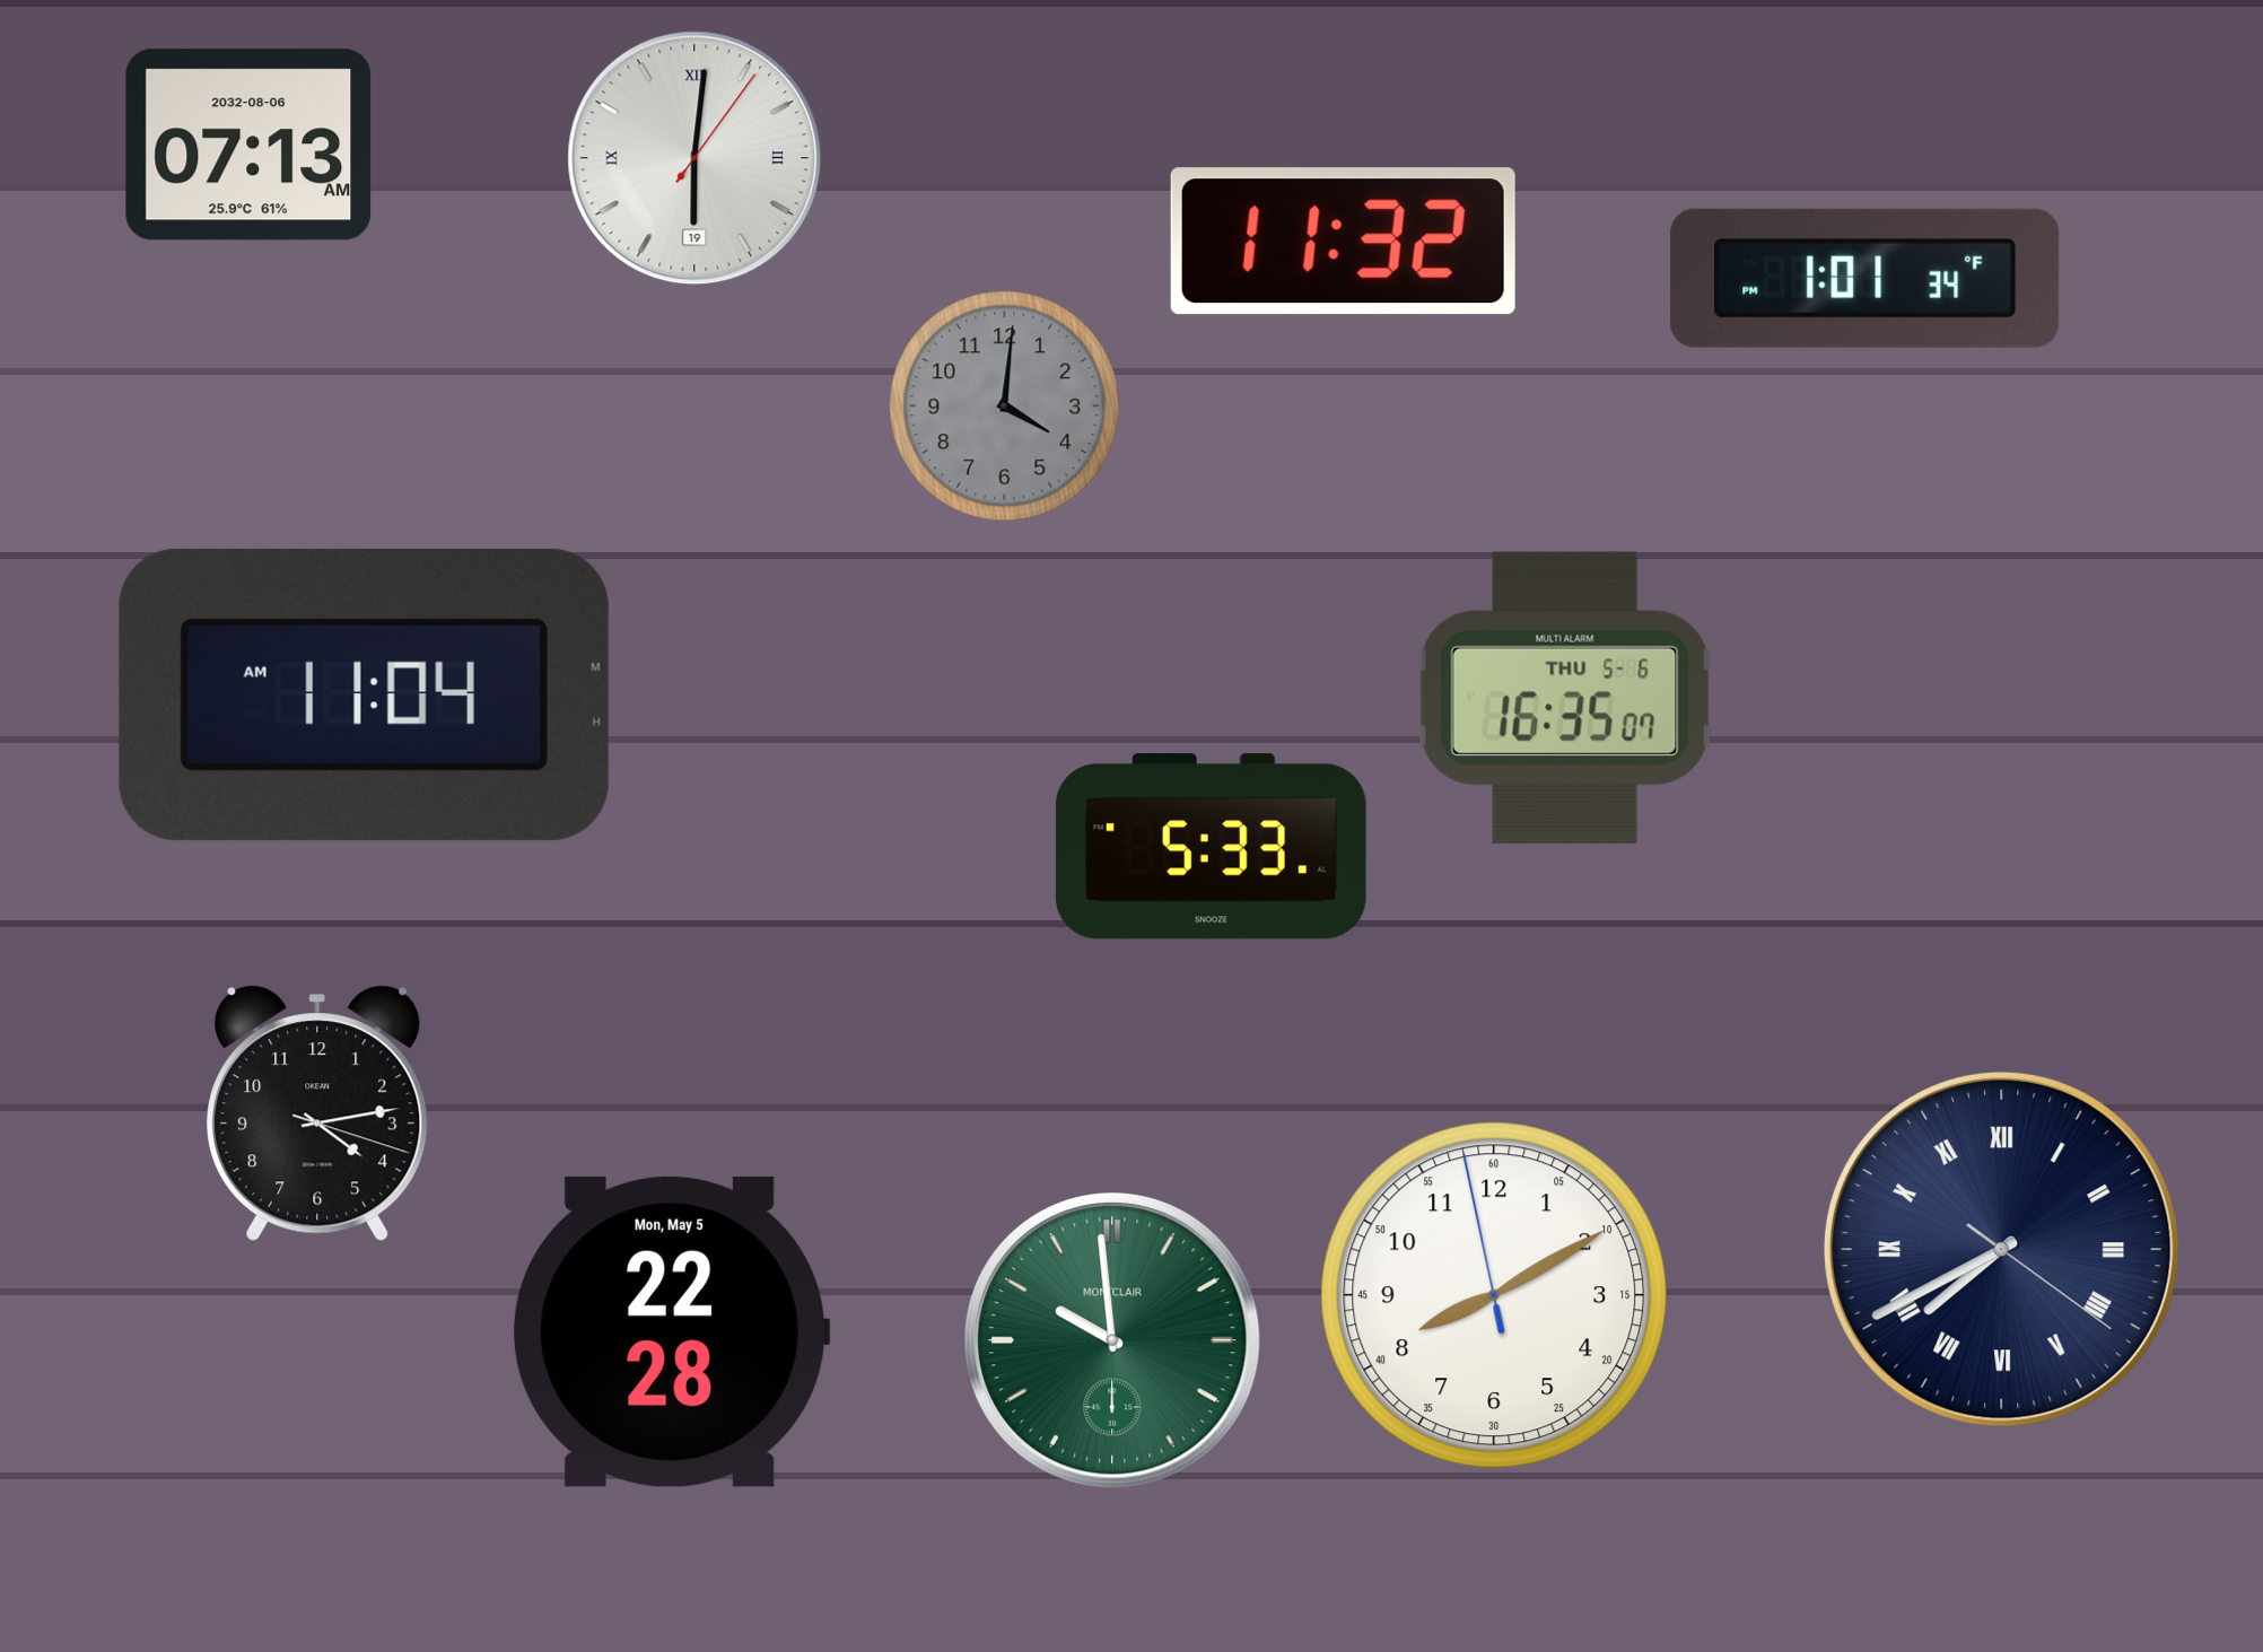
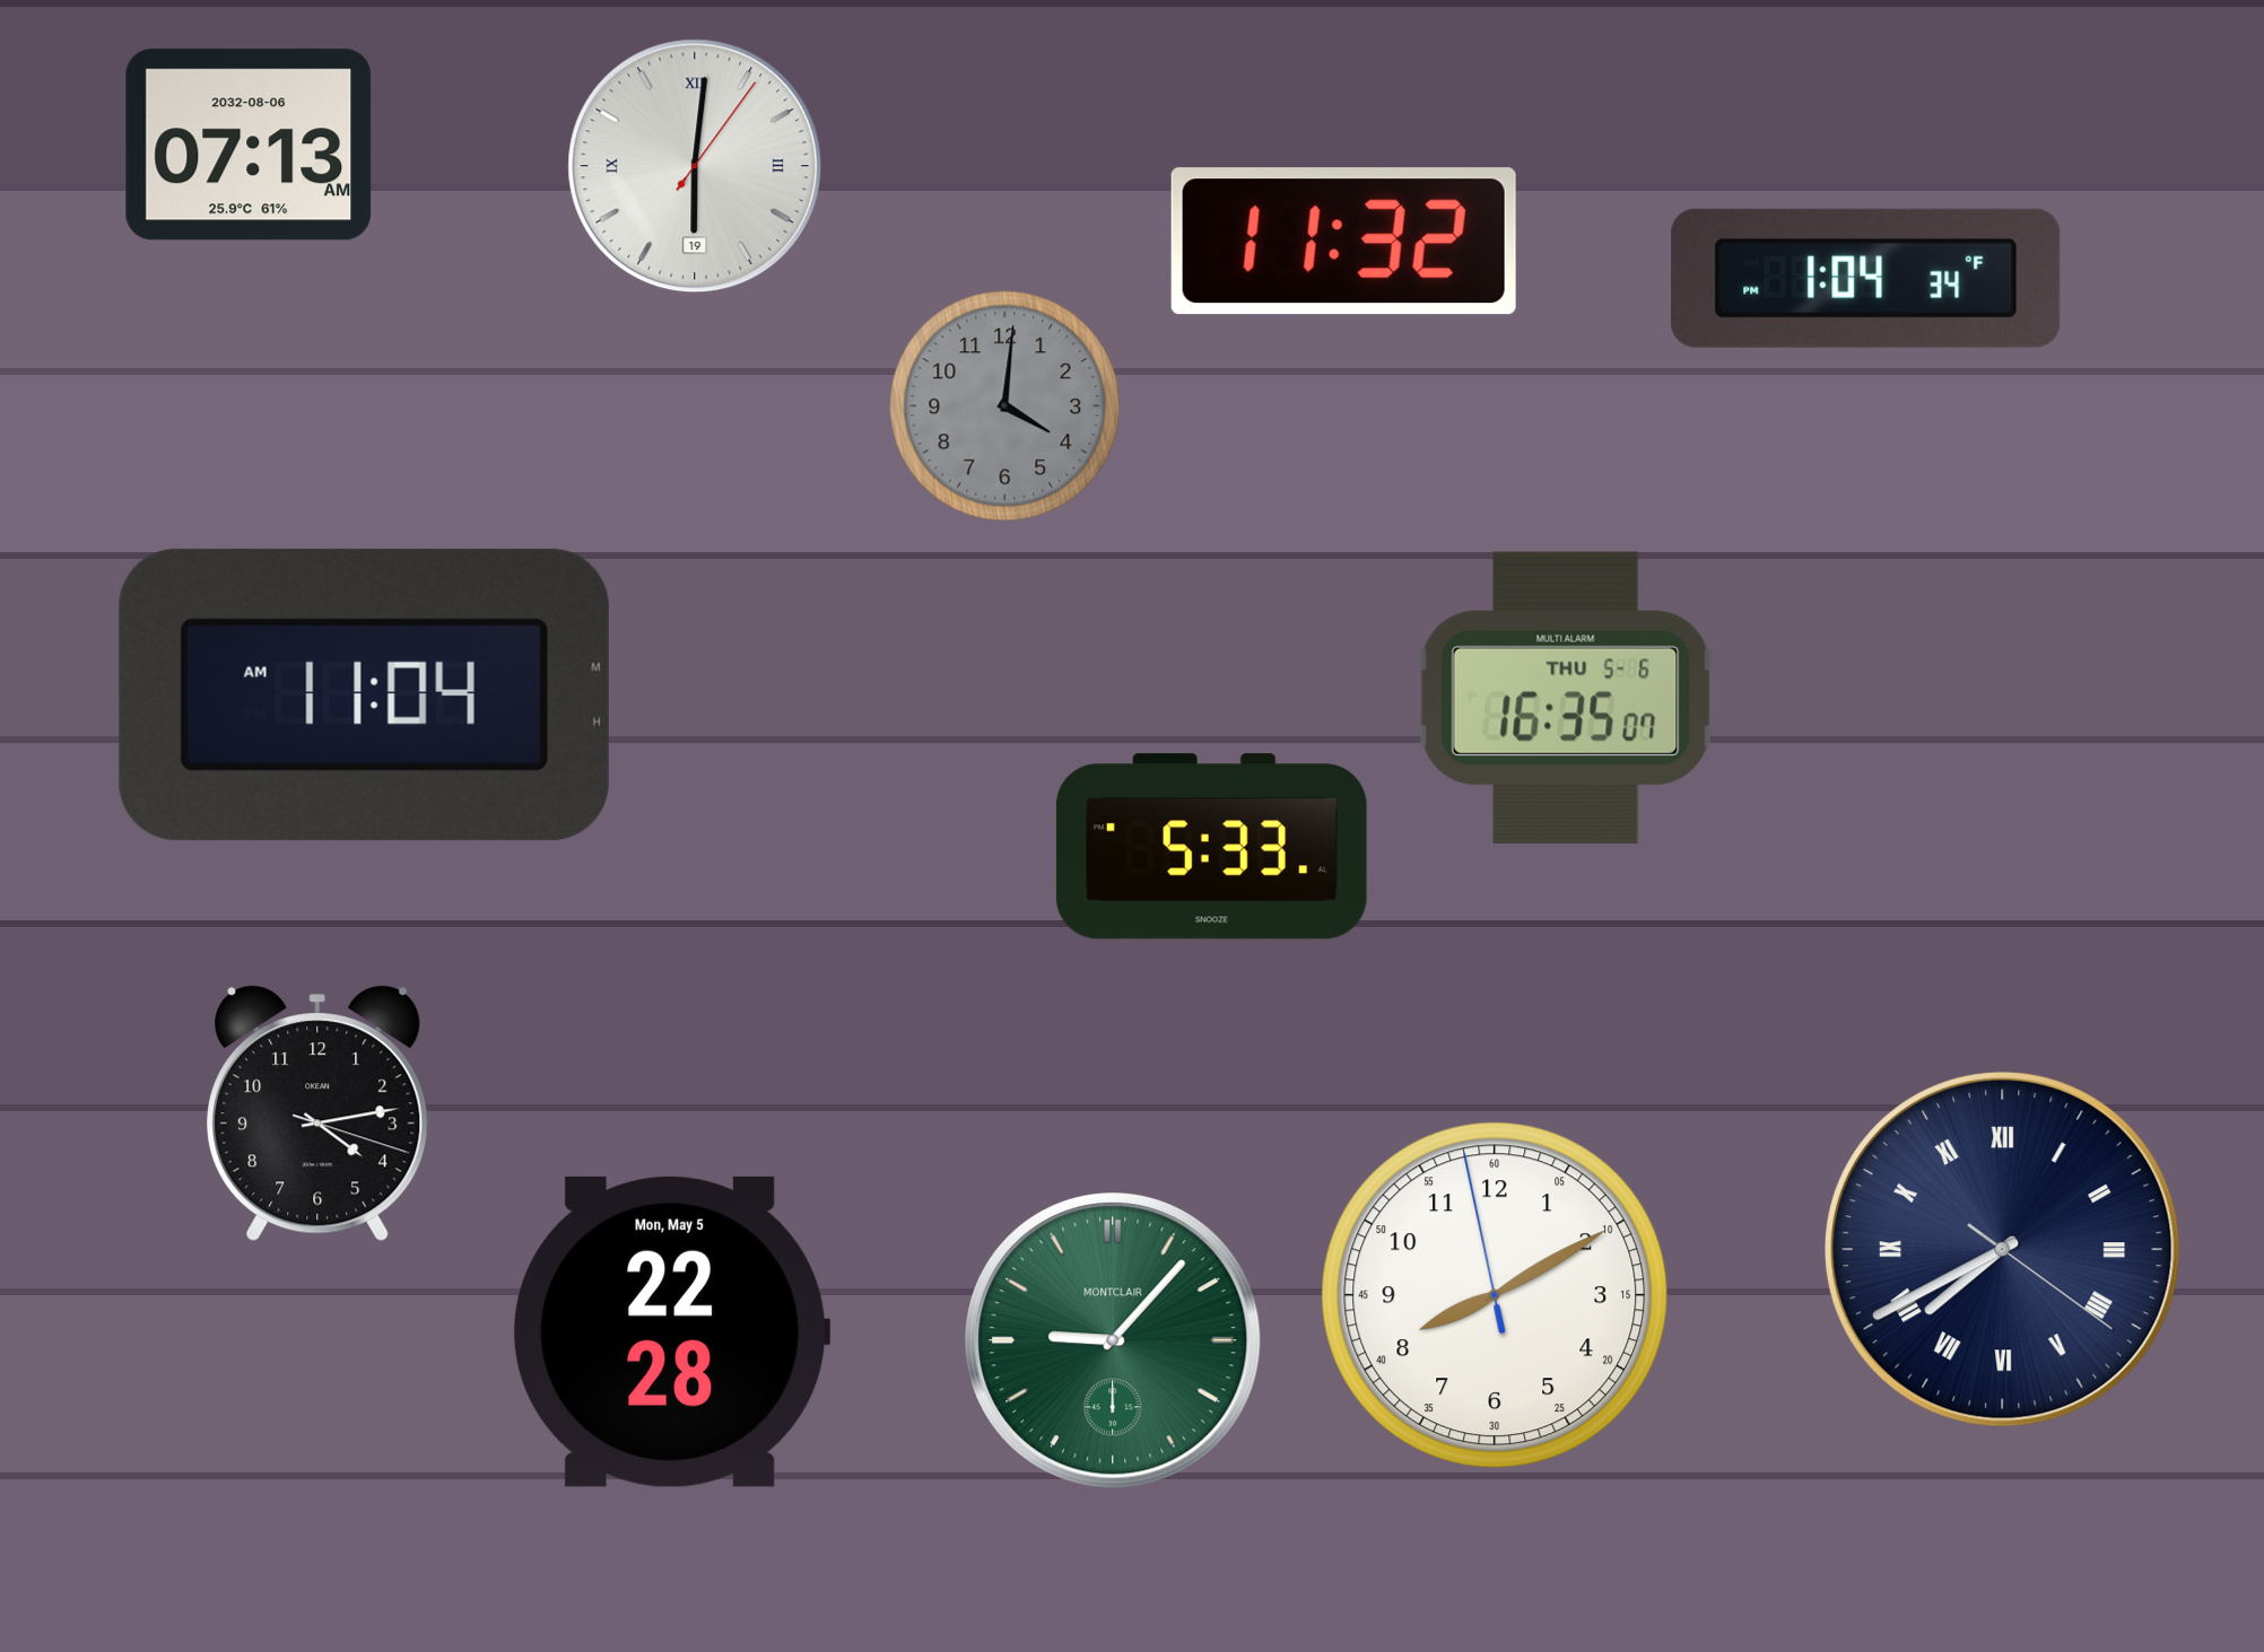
clock at (694, 158) position: (694, 158) -> (695, 166)
clock at (1866, 278): 1:01 -> 1:04
clock at (1112, 1340): 9:59 -> 9:07
